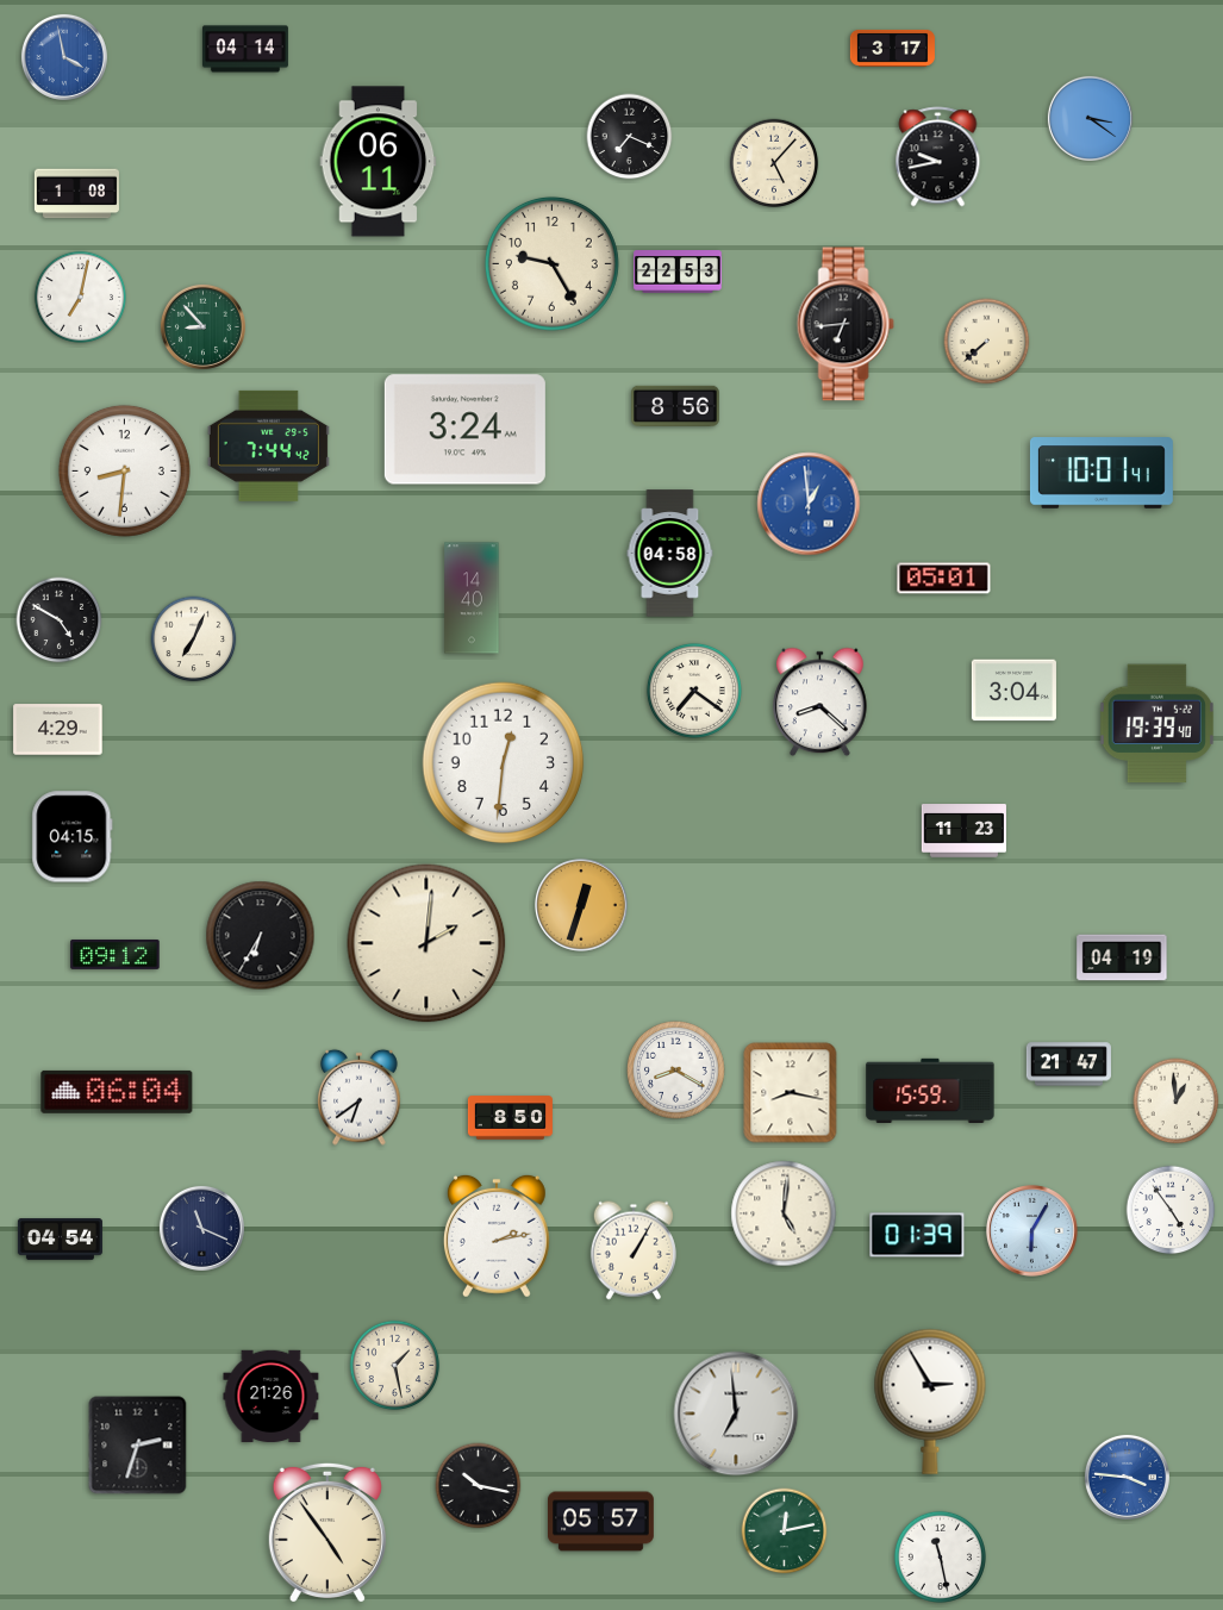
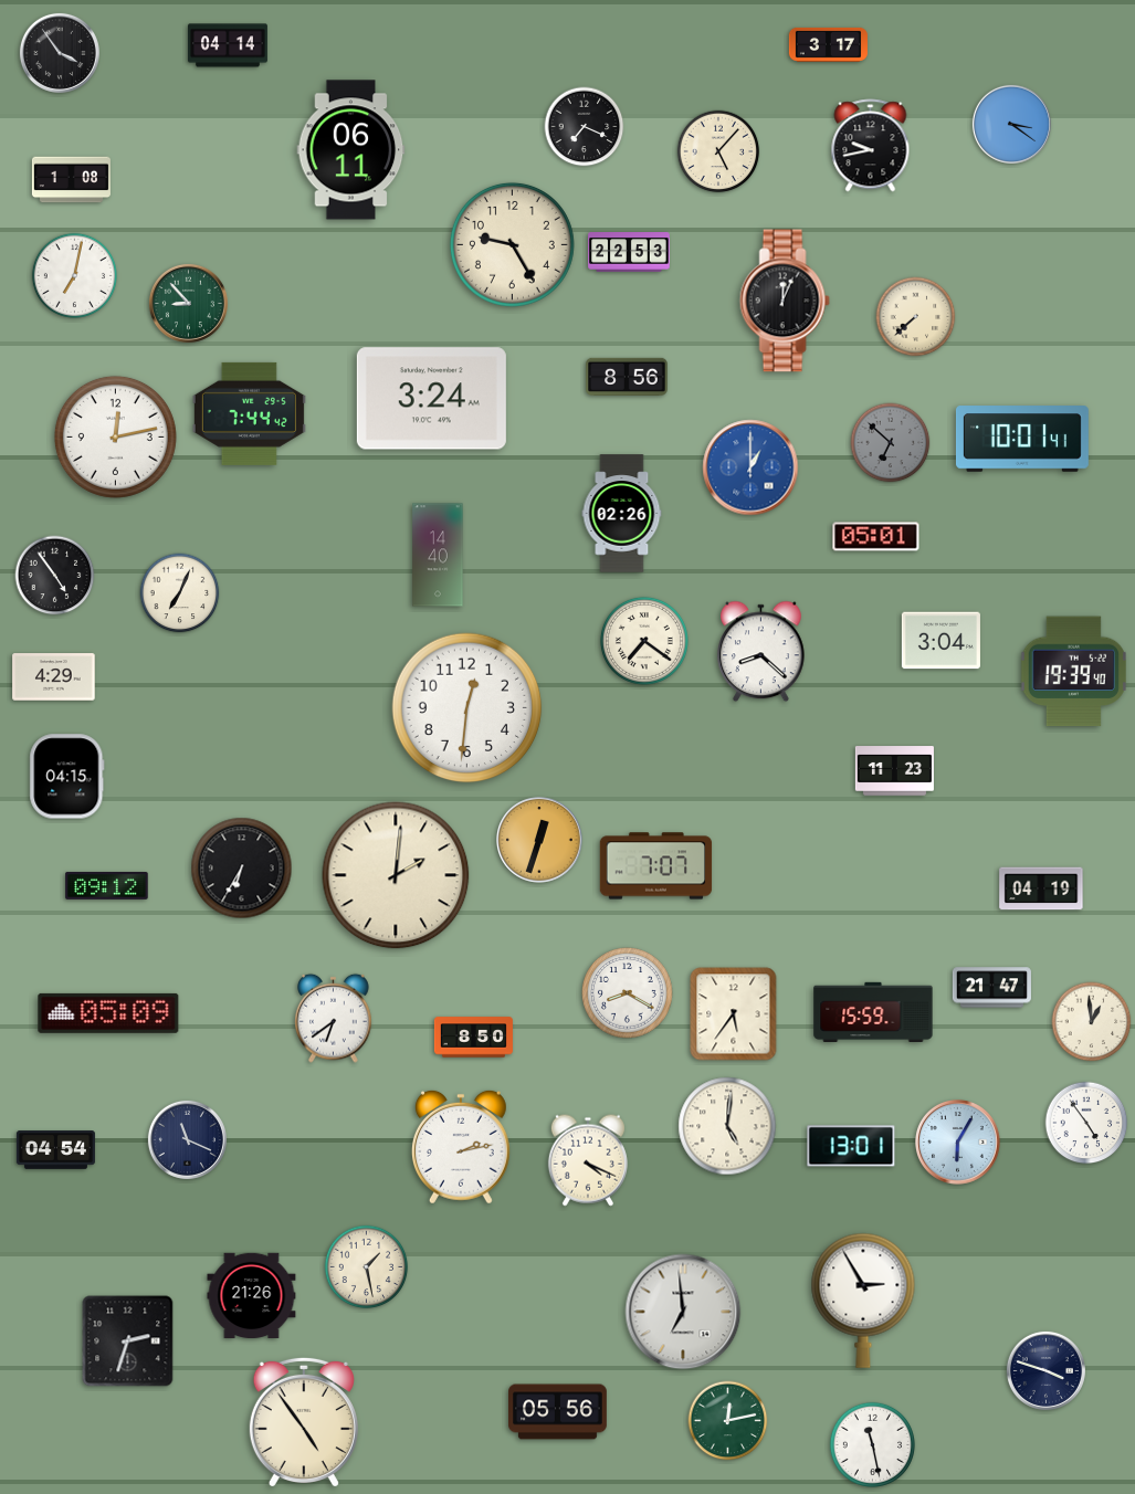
clock at (64, 57): 3:58 -> 3:54
clock at (64, 57) dial: blue -> black
clock at (1090, 118) position: (1090, 118) -> (1011, 124)
clock at (846, 324): 6:44 -> 12:04
clock at (124, 470): 8:31 -> 12:13
clock at (891, 443): none -> 6:52
clock at (809, 504): 12:59 -> 1:00
clock at (670, 554): 04:58 -> 02:26
clock at (60, 620): 4:50 -> 4:54
clock at (656, 866): none -> 7:07
clock at (930, 1090) position: (930, 1090) -> (873, 1011)
clock at (117, 1092): 06:04 -> 05:09
clock at (791, 1093): 8:17 -> 5:36
clock at (917, 1235): 01:39 -> 13:01
clock at (634, 1250): 1:05 -> 4:19
clock at (1127, 1477): 3:46 -> 3:48
clock at (1127, 1477) dial: blue -> navy
clock at (479, 1486): 10:17 -> none
clock at (601, 1522): 05:57 -> 05:56
